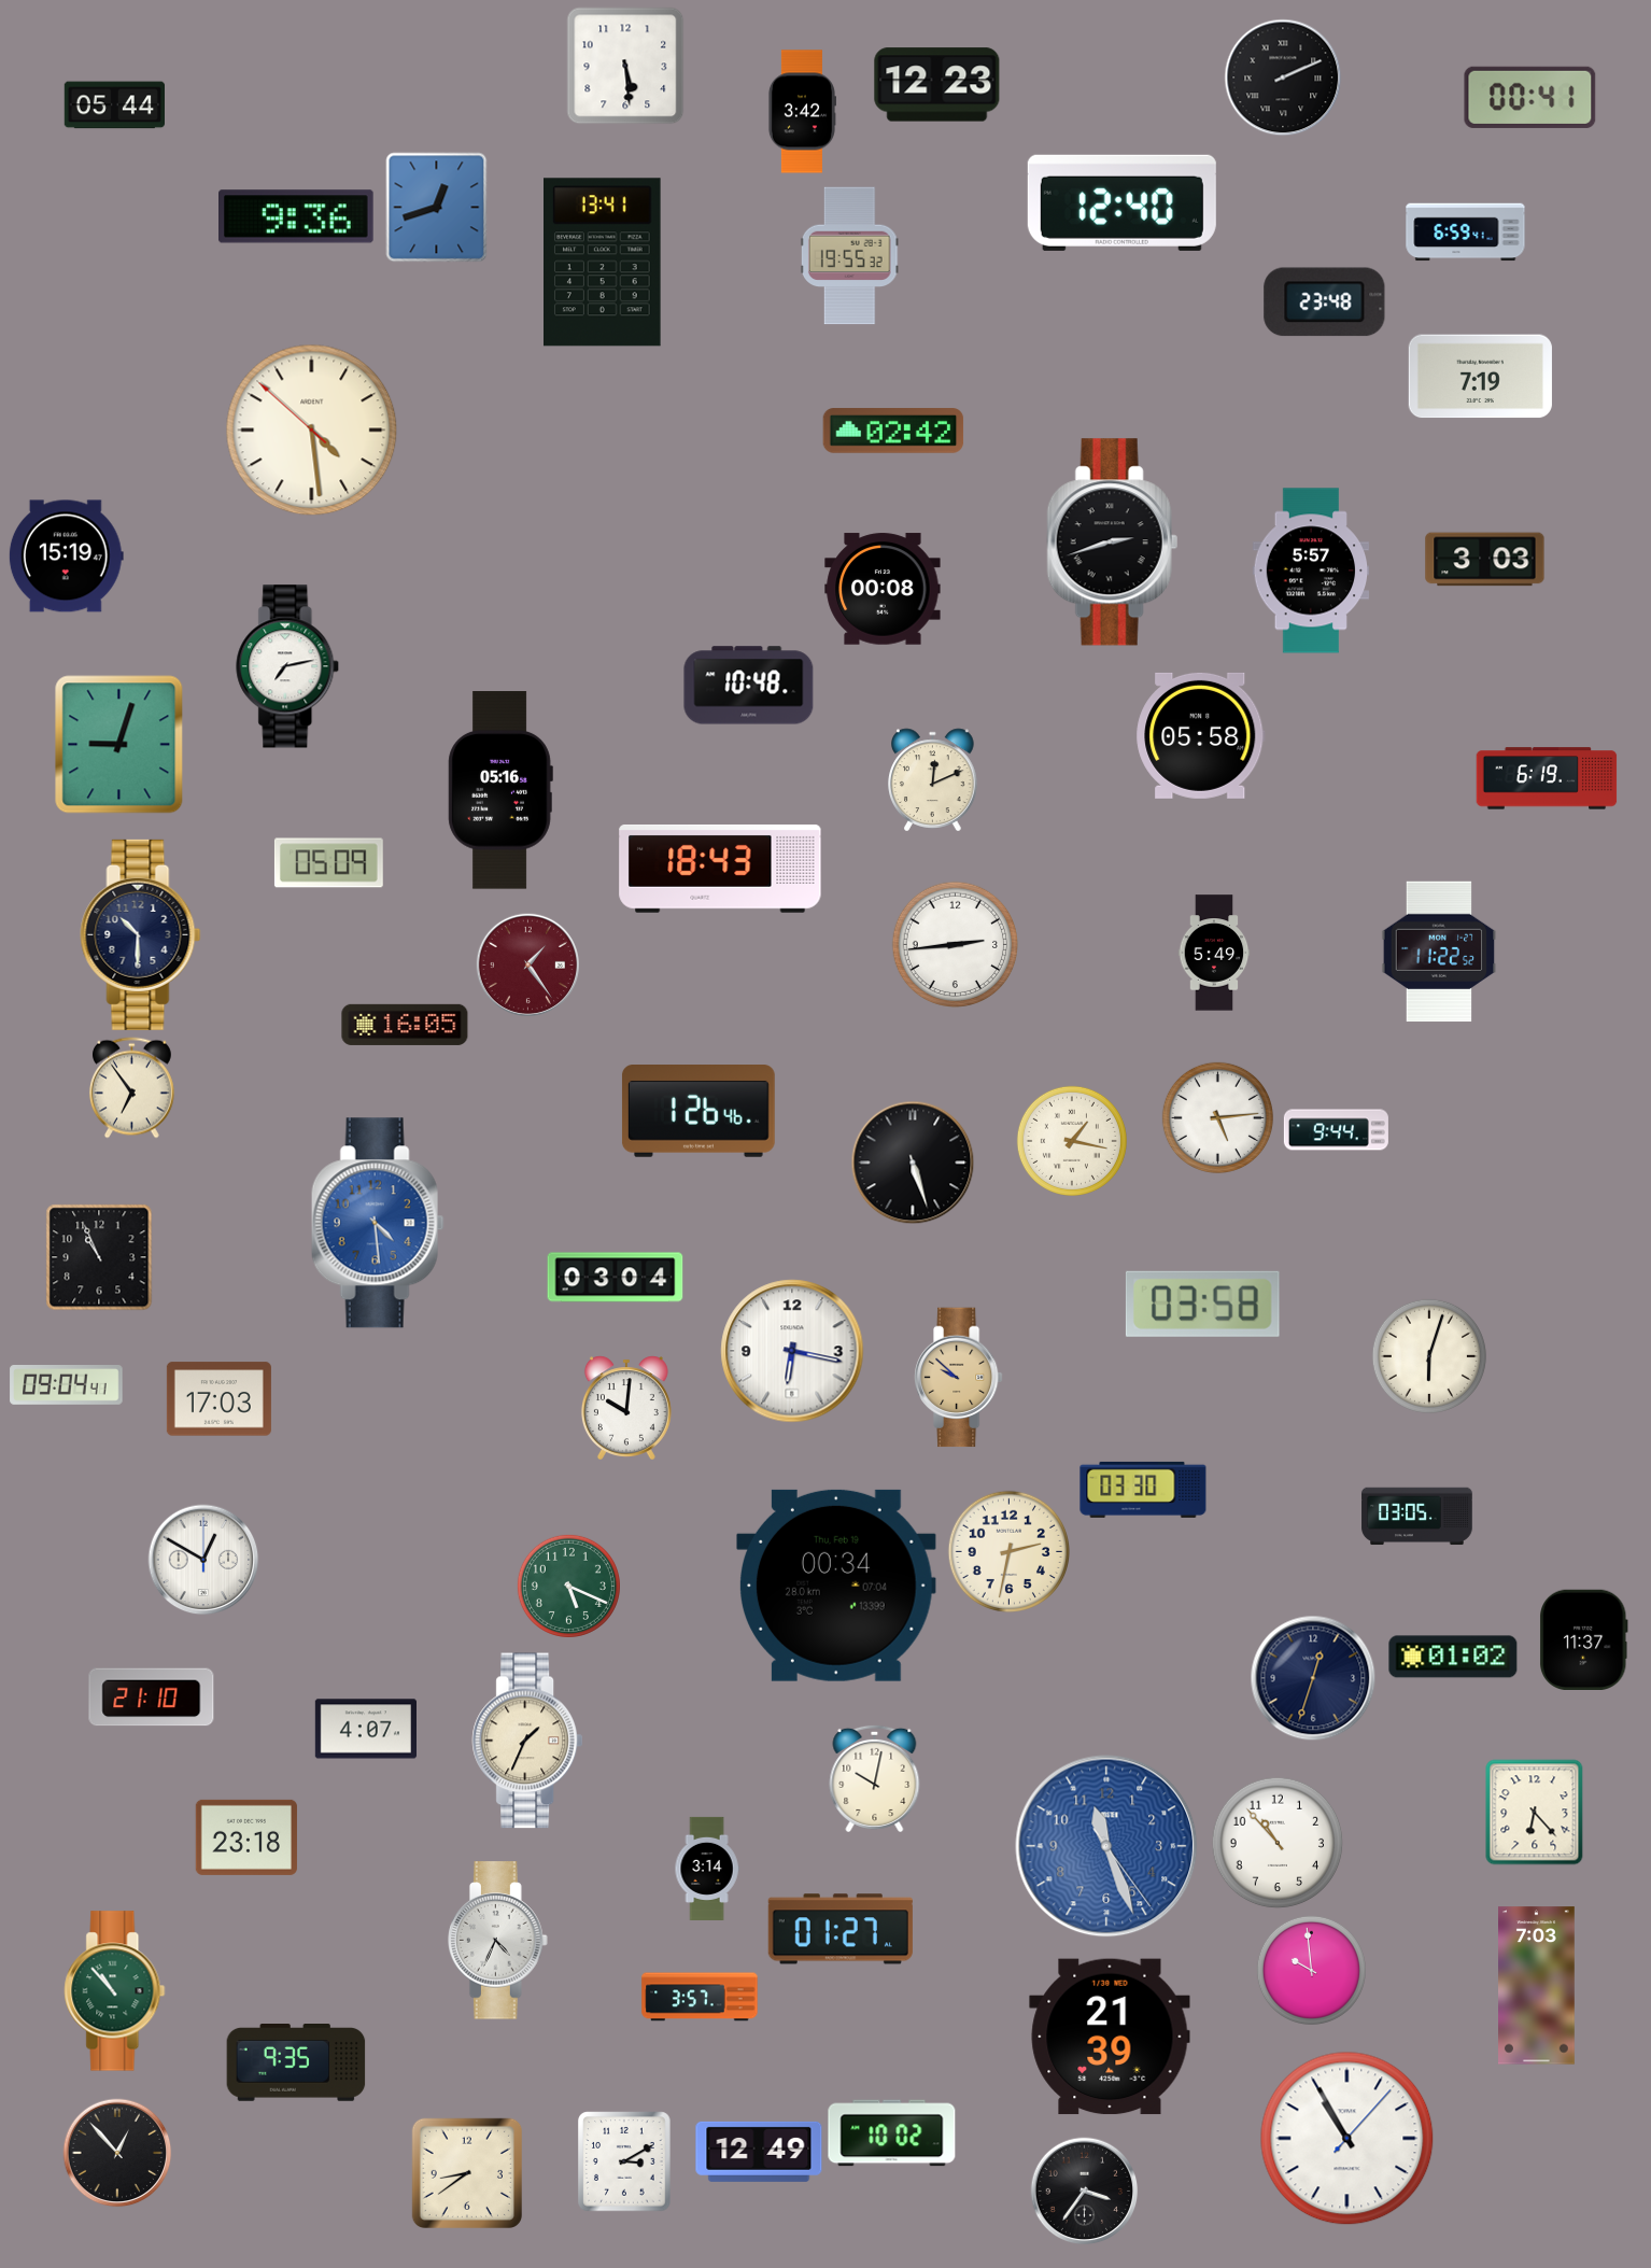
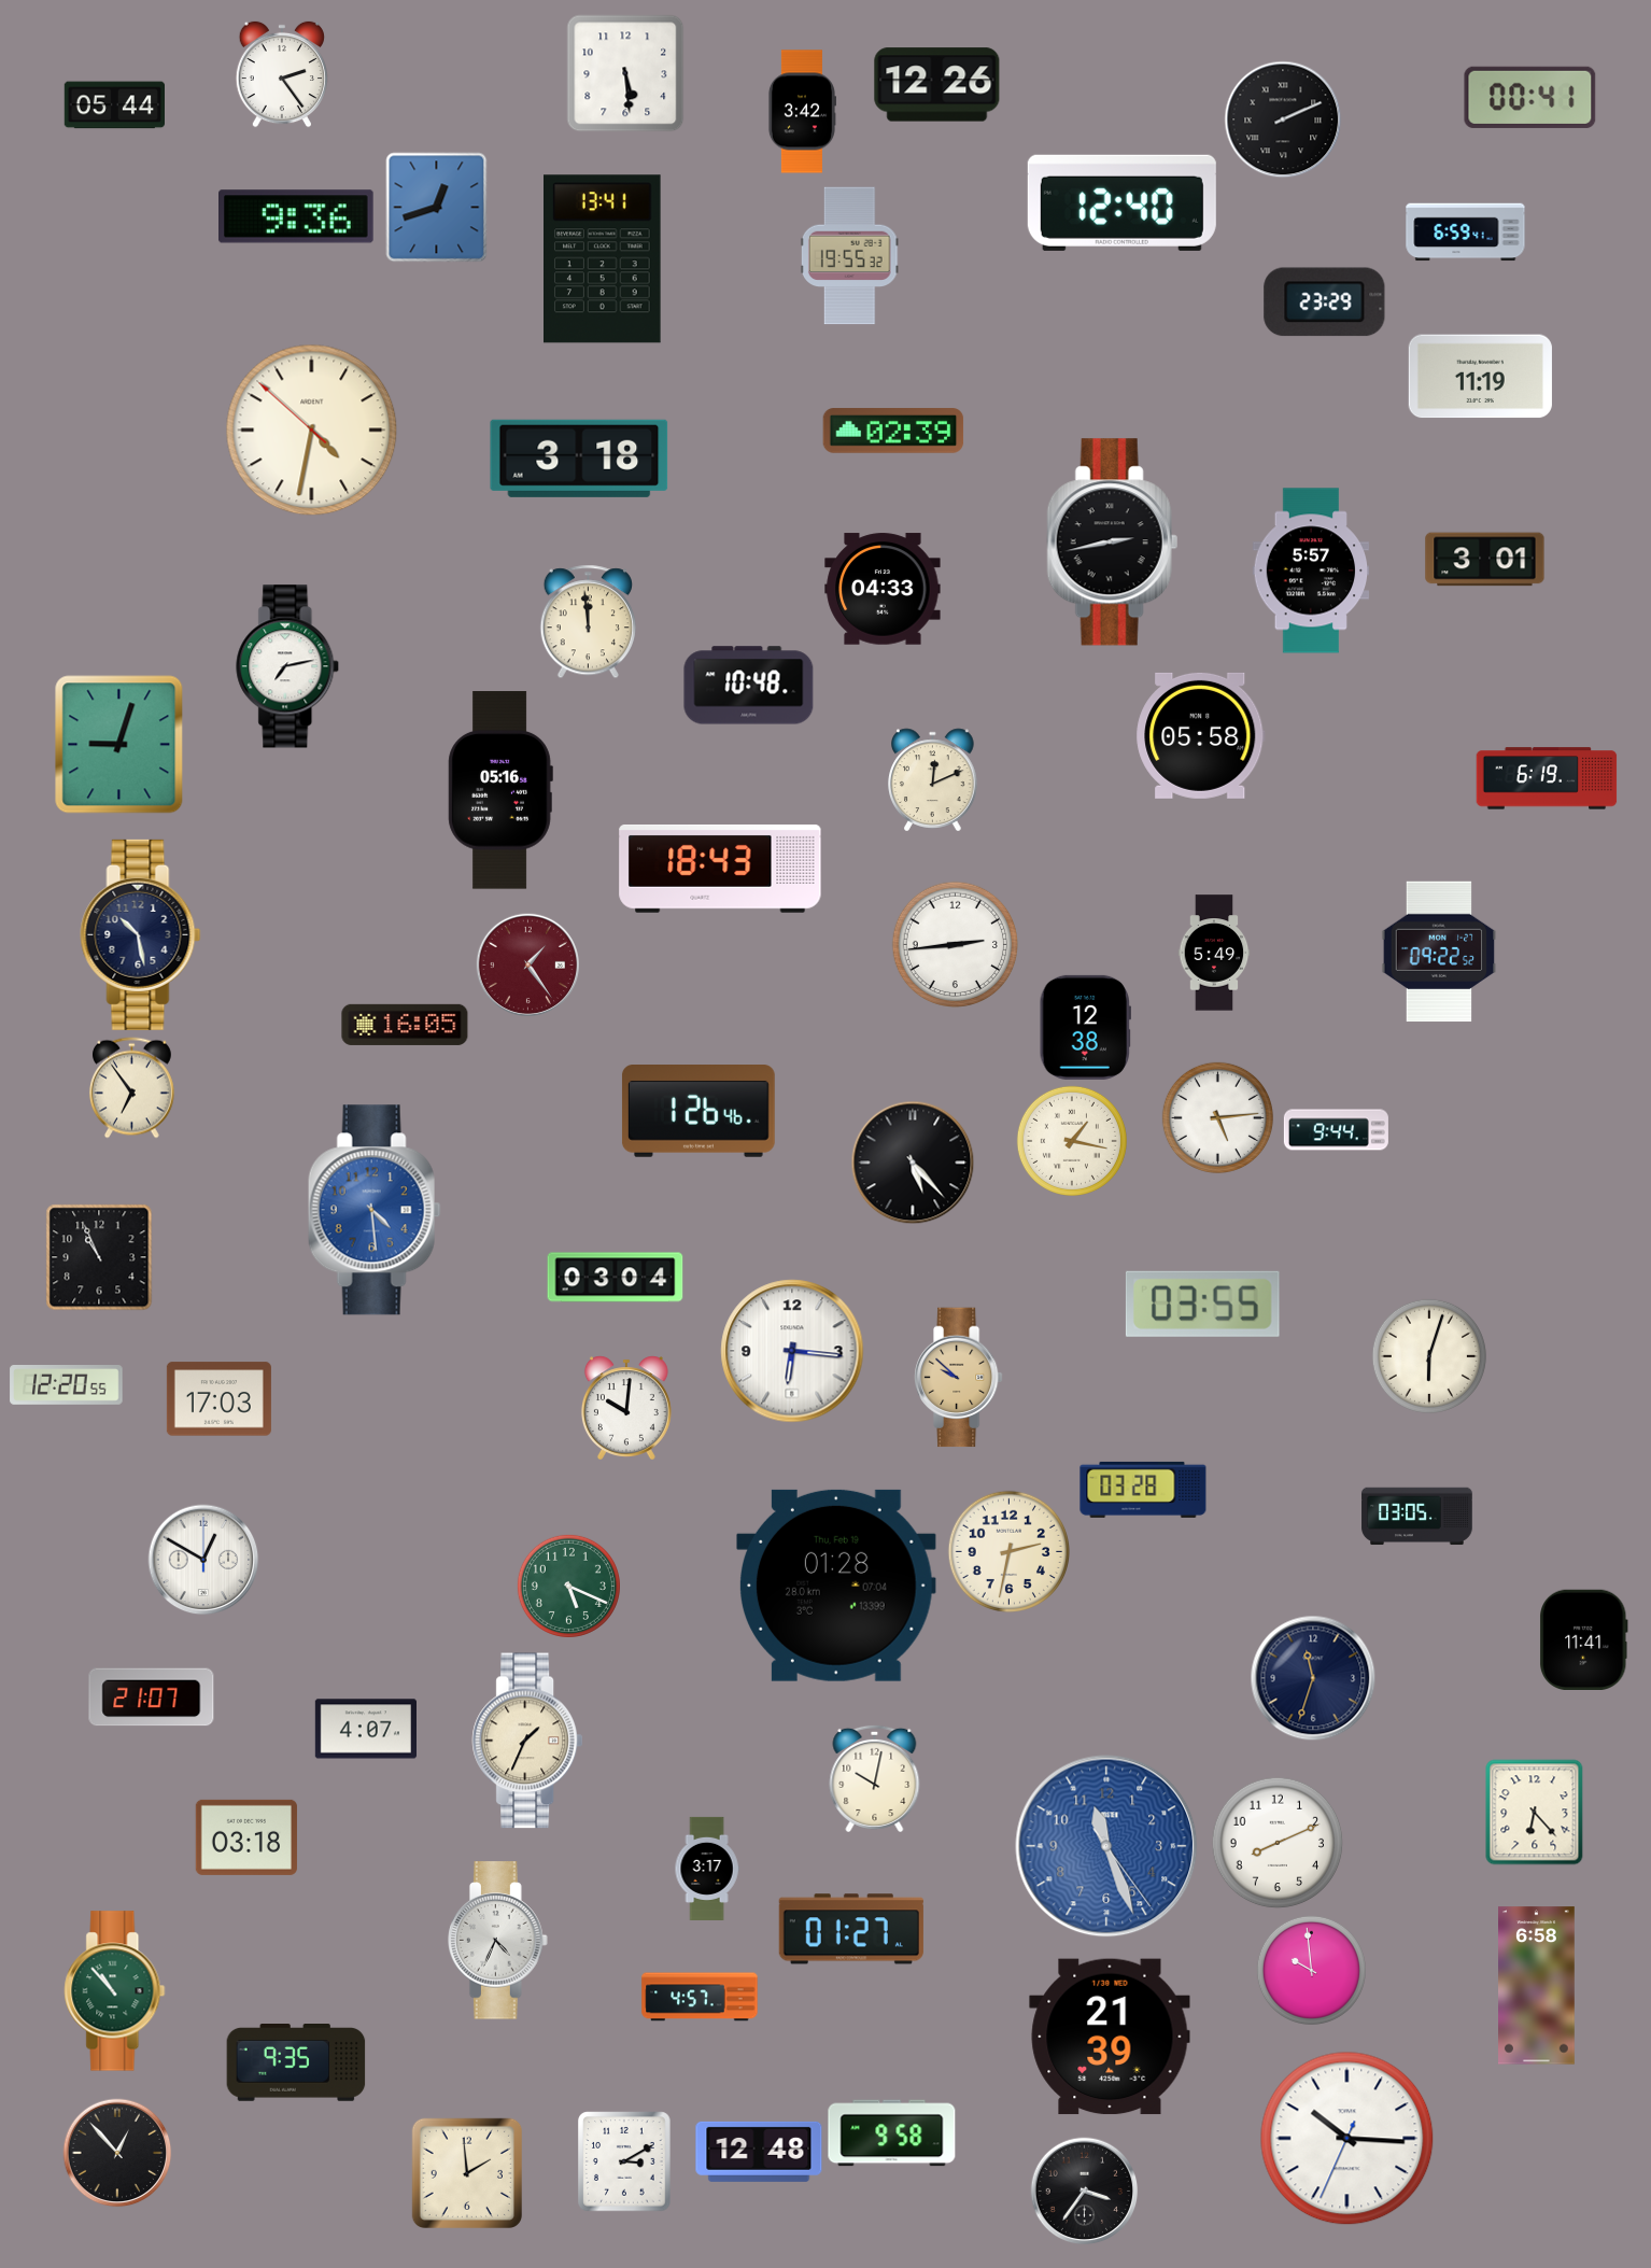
clock at (625, 66) position: (625, 66) -> (625, 73)
clock at (282, 74): none -> 2:24
clock at (1283, 78) position: (1283, 78) -> (1283, 119)
clock at (937, 85): 12:23 -> 12:26
clock at (603, 263) position: (603, 263) -> (603, 259)
clock at (1325, 302): 23:48 -> 23:29
clock at (1480, 377): 7:19 -> 11:19
clock at (312, 431): 4:28 -> 4:31
clock at (893, 431): 02:42 -> 02:39
clock at (579, 459): none -> 3:18
clock at (1112, 543): 2:42 -> 2:43
clock at (66, 557): 15:19 -> none
clock at (1485, 560): 3:03 -> 3:01
clock at (883, 589): 00:08 -> 04:33
clock at (588, 622): none -> 11:59
clock at (328, 863): 05:09 -> none
clock at (141, 934): 10:30 -> 10:28
clock at (1439, 952): 11:22 -> 09:22
clock at (1085, 1027): none -> 12:38
clock at (913, 1163): 5:27 -> 5:23
clock at (378, 1223) position: (378, 1223) -> (375, 1210)
clock at (1202, 1304): 03:58 -> 03:55
clock at (792, 1351): 6:17 -> 6:16
clock at (67, 1385): 09:04 -> 12:20
clock at (1143, 1490): 03:30 -> 03:28
clock at (837, 1586): 00:34 -> 01:28
clock at (1584, 1639): 11:37 -> 11:41
clock at (1453, 1657): 01:02 -> none
clock at (1313, 1678): 12:33 -> 11:33
clock at (152, 1698): 21:10 -> 21:07
clock at (246, 1837): 23:18 -> 03:18
clock at (1278, 1843): 10:53 -> 8:11
clock at (707, 1869): 3:14 -> 3:17
clock at (841, 1929) position: (841, 1929) -> (851, 1929)
clock at (1537, 1986): 7:03 -> 6:58
clock at (700, 1997): 3:57 -> 4:57
clock at (892, 2133): 10:02 -> 9:58
clock at (1347, 2139): 10:55 -> 10:15
clock at (759, 2152): 12:49 -> 12:48
clock at (466, 2172): 8:39 -> 1:59
